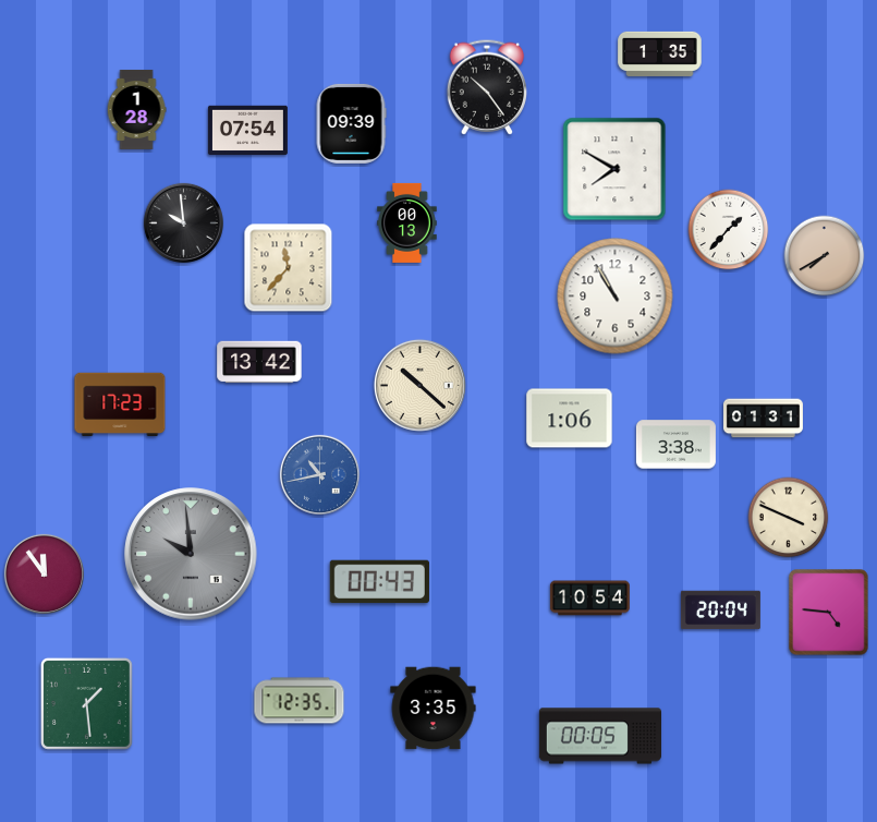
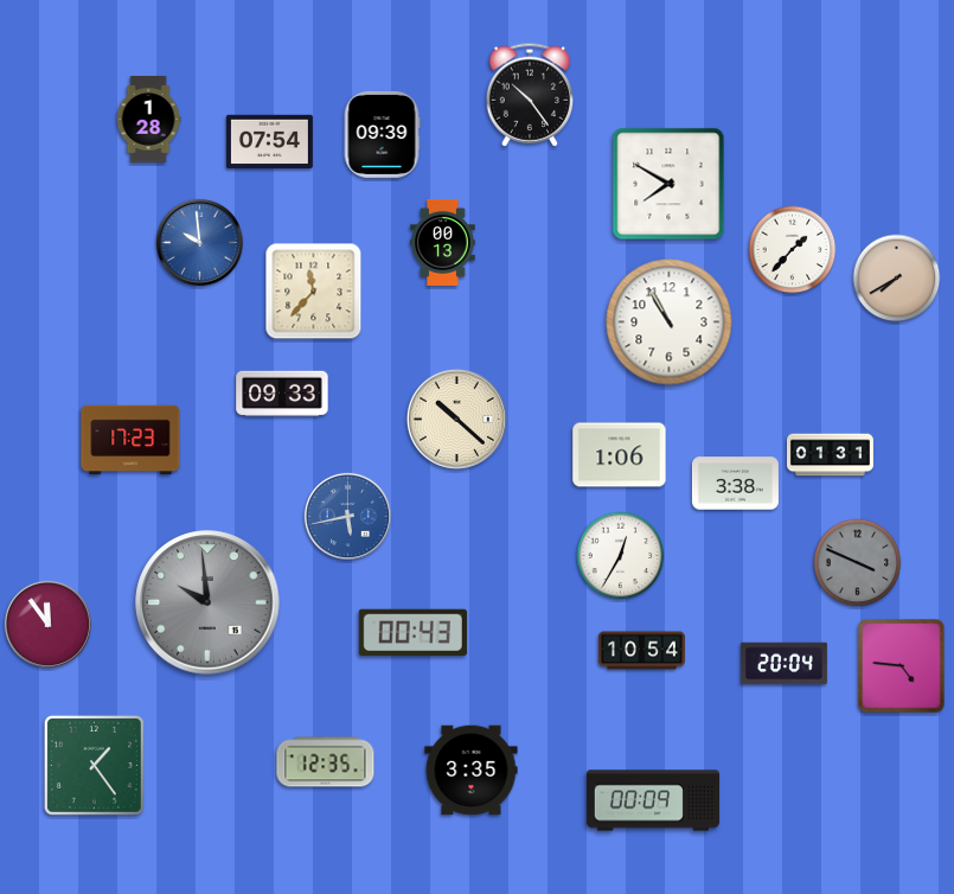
clock at (660, 53): 1:35 -> none
clock at (183, 222) dial: black -> blue
clock at (259, 362): 13:42 -> 09:33
clock at (319, 474): 10:43 -> 5:43
clock at (621, 556): none -> 12:35
clock at (789, 518) dial: cream -> grey
clock at (86, 703): 1:29 -> 1:24
clock at (599, 736): 00:05 -> 00:09
